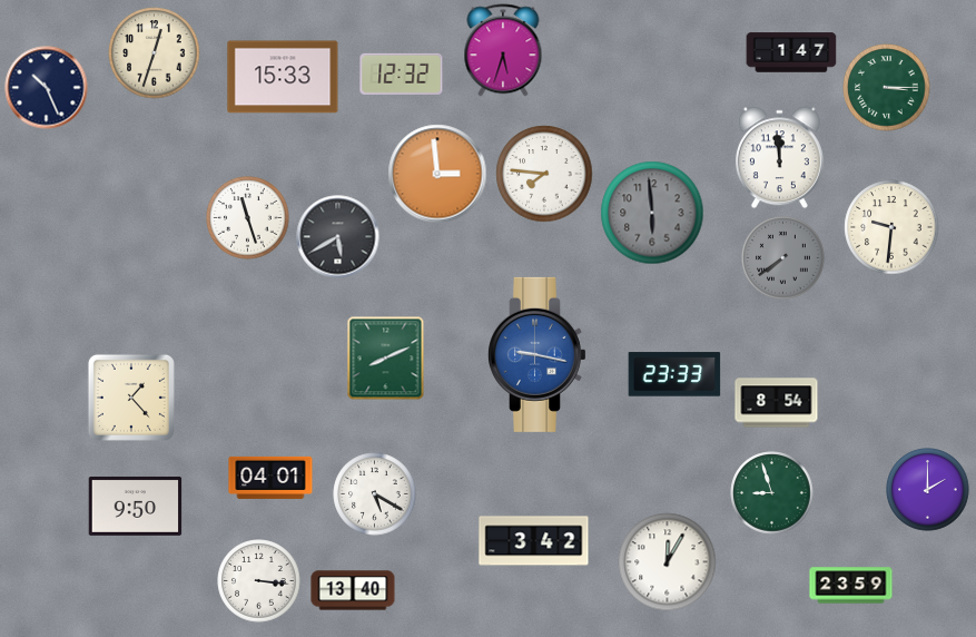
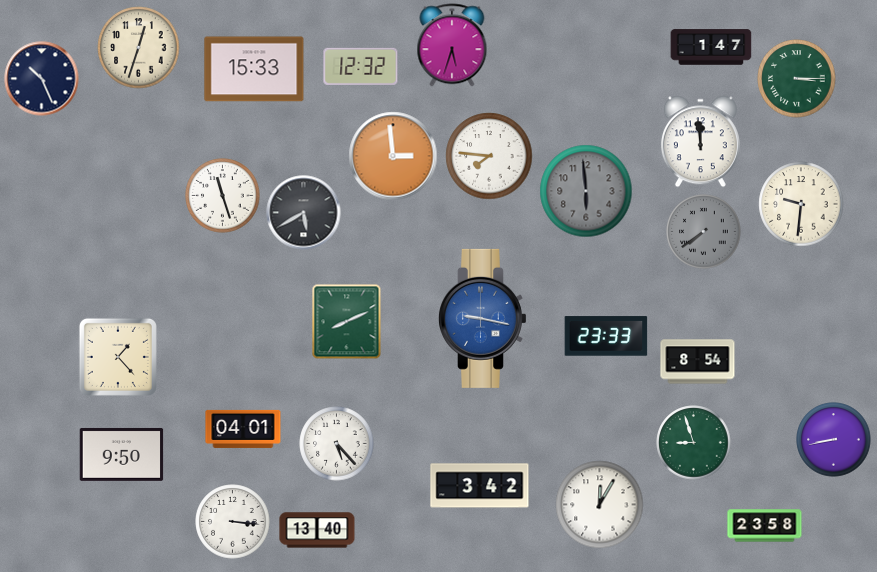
clock at (928, 490): 2:00 -> 8:43
clock at (375, 494): 5:20 -> 5:23
clock at (851, 586): 23:59 -> 23:58
